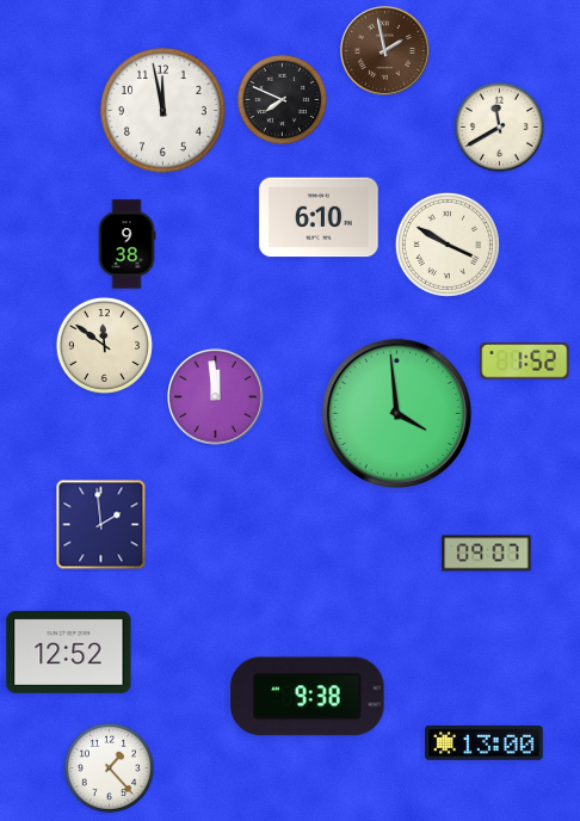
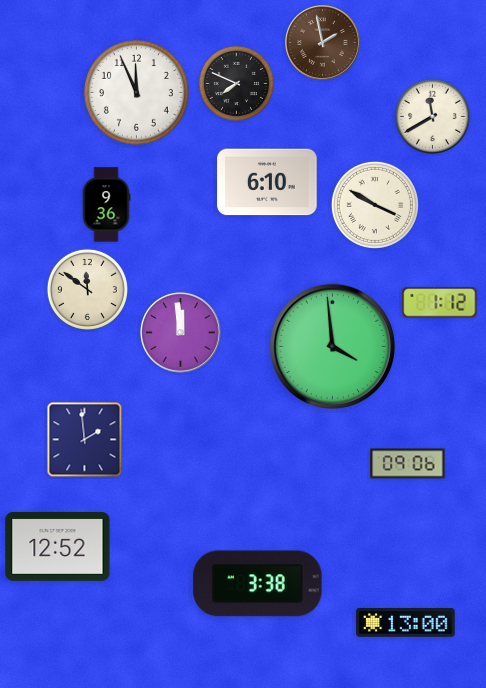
clock at (163, 111): 11:58 -> 11:56
clock at (499, 126) position: (499, 126) -> (432, 116)
clock at (127, 245): 9:38 -> 9:36
clock at (525, 362): 1:52 -> 1:12
clock at (487, 554): 09:07 -> 09:06
clock at (308, 697): 9:38 -> 3:38
clock at (109, 767): 1:23 -> none
